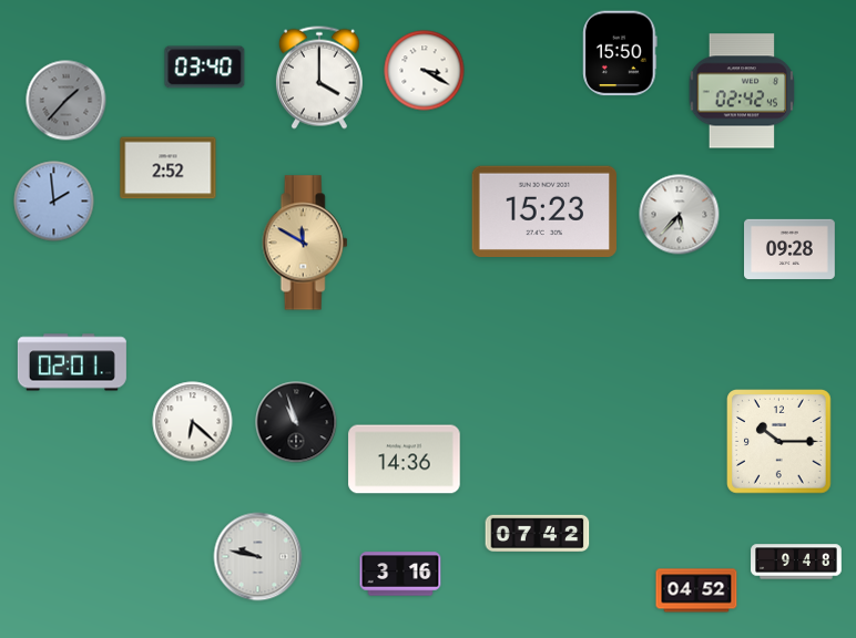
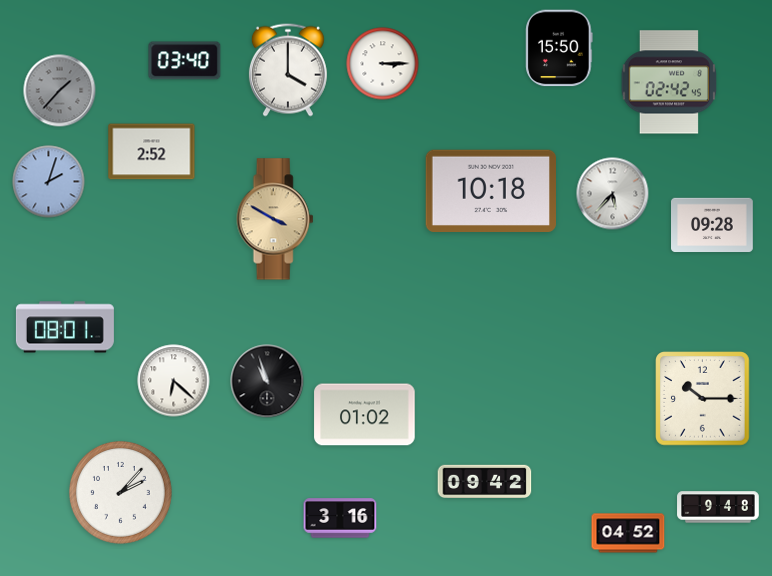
clock at (425, 71): 3:20 -> 3:15
clock at (54, 202): 1:59 -> 2:03
clock at (543, 210): 15:23 -> 10:18
clock at (305, 243): 11:50 -> 3:50
clock at (72, 362): 02:01 -> 08:01
clock at (405, 460): 14:36 -> 01:02
clock at (538, 534): 07:42 -> 09:42
clock at (120, 492): none -> 2:07
clock at (258, 557): 9:47 -> none
clock at (400, 574) position: (400, 574) -> (340, 518)
